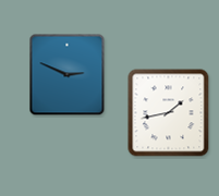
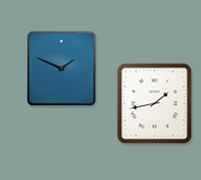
clock at (68, 75): 2:49 -> 1:49
